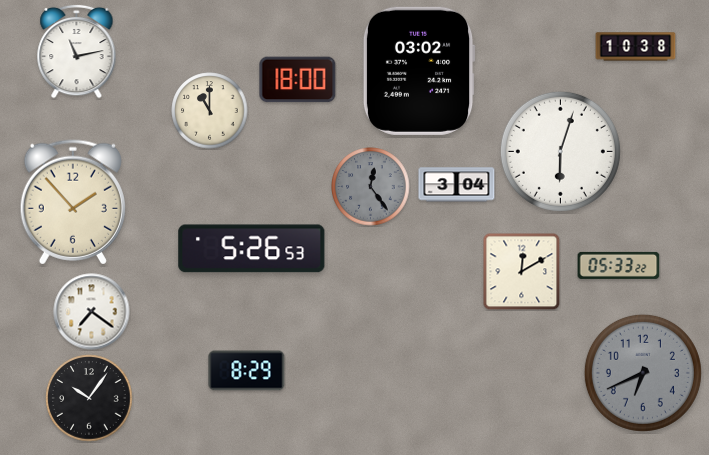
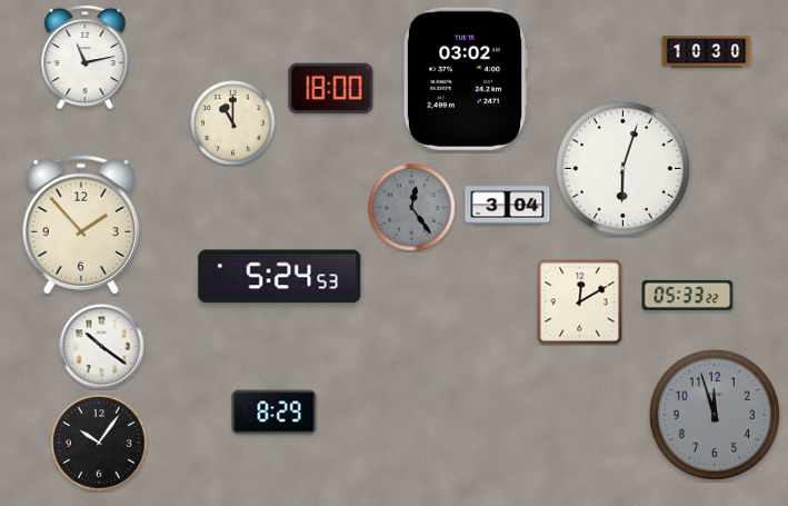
clock at (636, 47): 10:38 -> 10:30
clock at (252, 249): 5:26 -> 5:24
clock at (92, 312): 7:21 -> 10:21
clock at (643, 373): 6:41 -> 11:57
